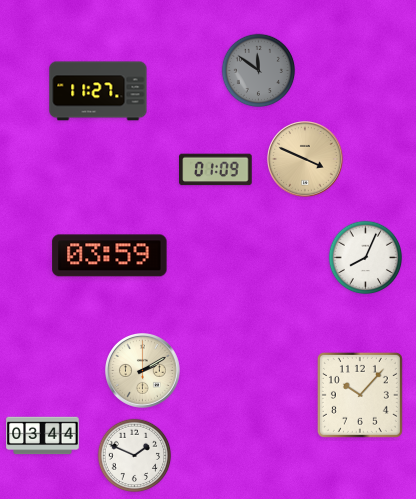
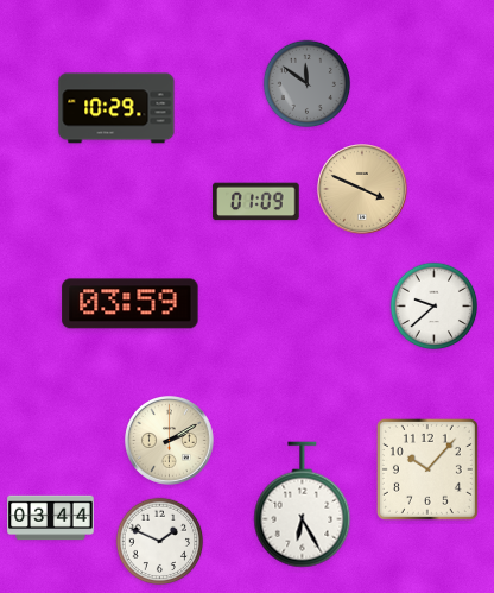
clock at (98, 91): 11:27 -> 10:29
clock at (366, 258): 8:04 -> 9:38
clock at (303, 505): none -> 6:25
